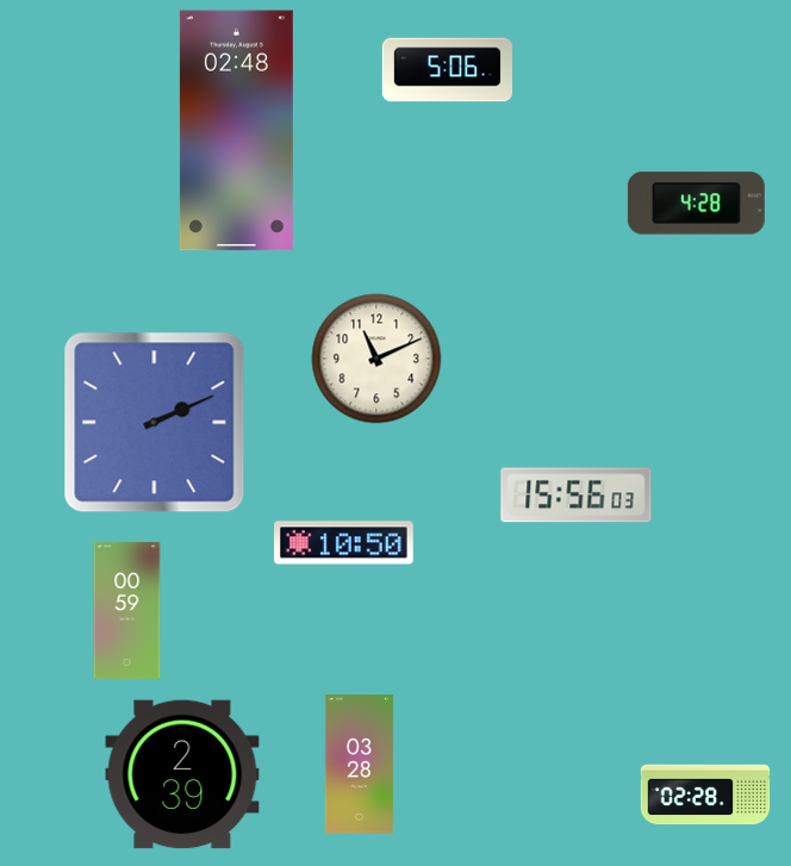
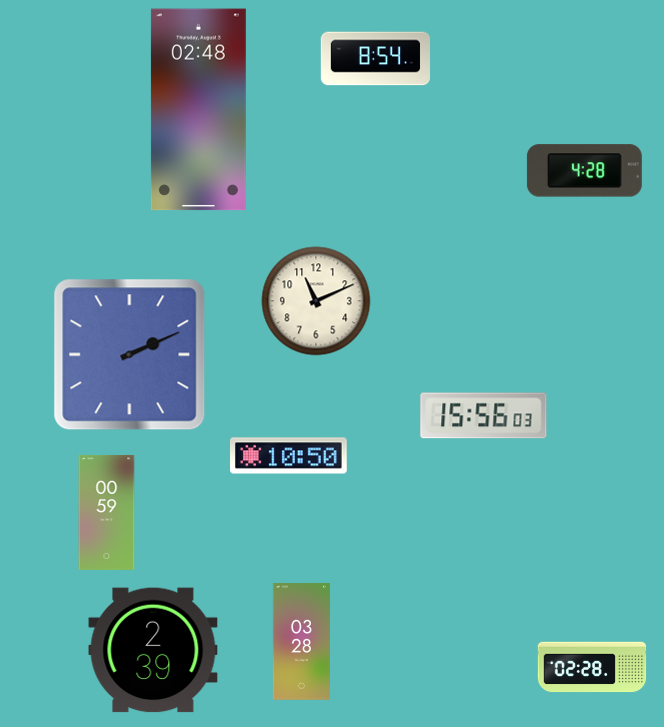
clock at (448, 70): 5:06 -> 8:54
